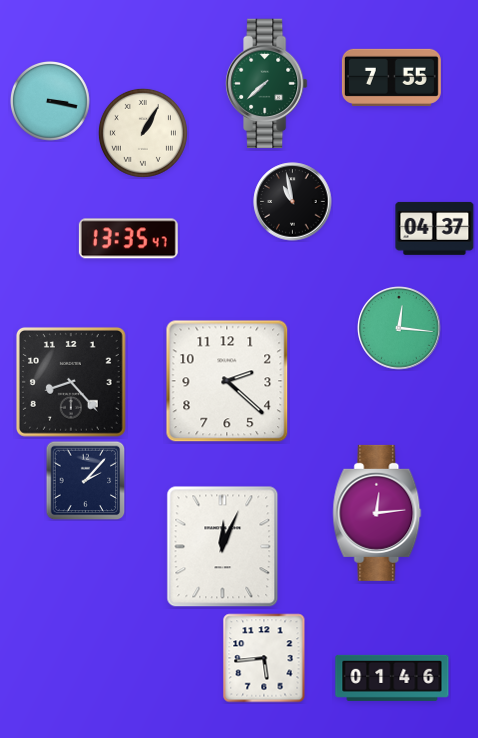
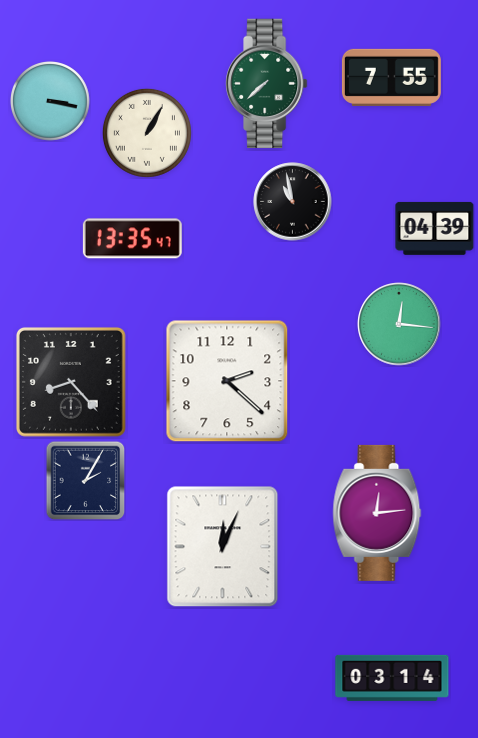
clock at (143, 133) position: (143, 133) -> (147, 133)
clock at (435, 228): 04:37 -> 04:39
clock at (128, 239) position: (128, 239) -> (132, 239)
clock at (399, 328) position: (399, 328) -> (399, 324)
clock at (85, 480): 2:07 -> 2:05
clock at (264, 658): 5:44 -> none
clock at (392, 678): 01:46 -> 03:14
